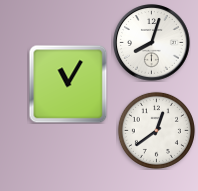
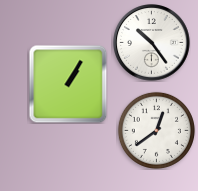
clock at (152, 43): 8:03 -> 10:24
clock at (68, 84): 11:05 -> 1:05
